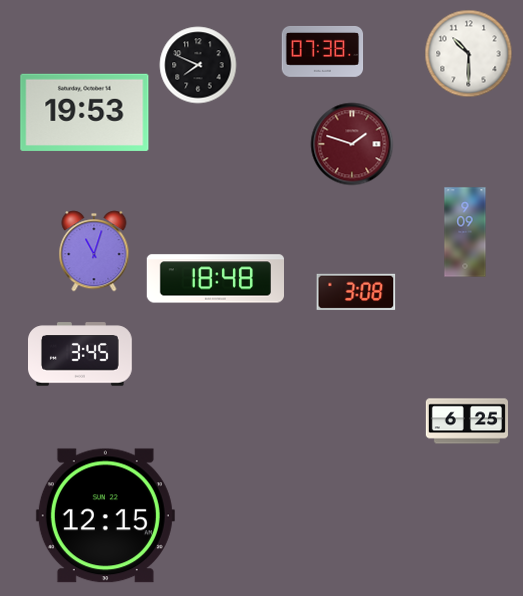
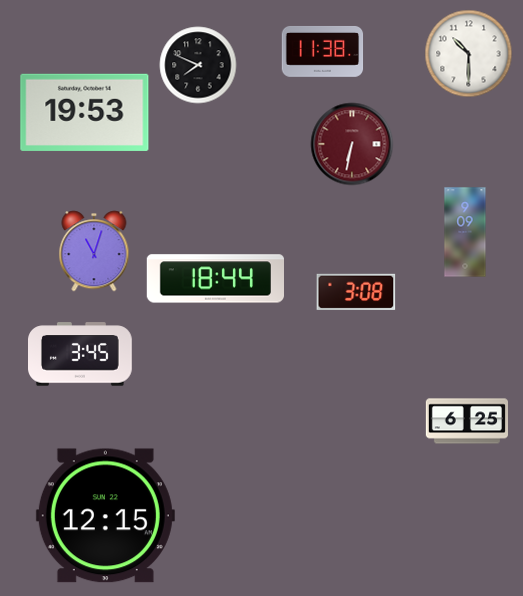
clock at (323, 51): 07:38 -> 11:38
clock at (352, 144): 1:48 -> 6:32
clock at (215, 279): 18:48 -> 18:44
